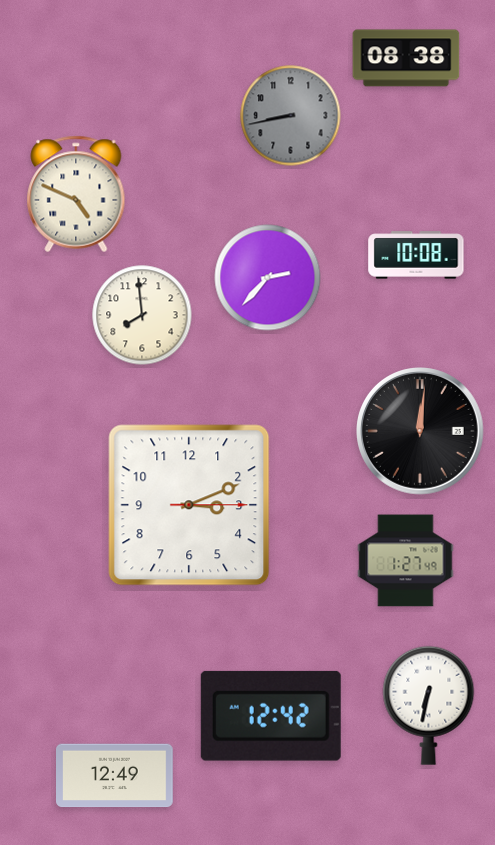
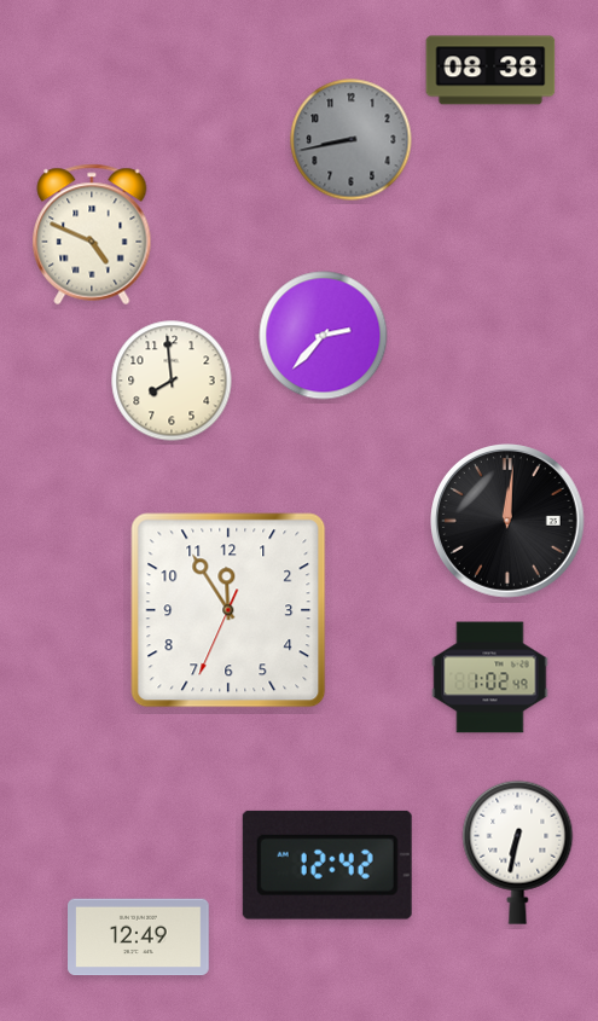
clock at (416, 255): 10:08 -> none
clock at (189, 505): 3:11 -> 11:54
clock at (406, 561): 1:27 -> 1:02
